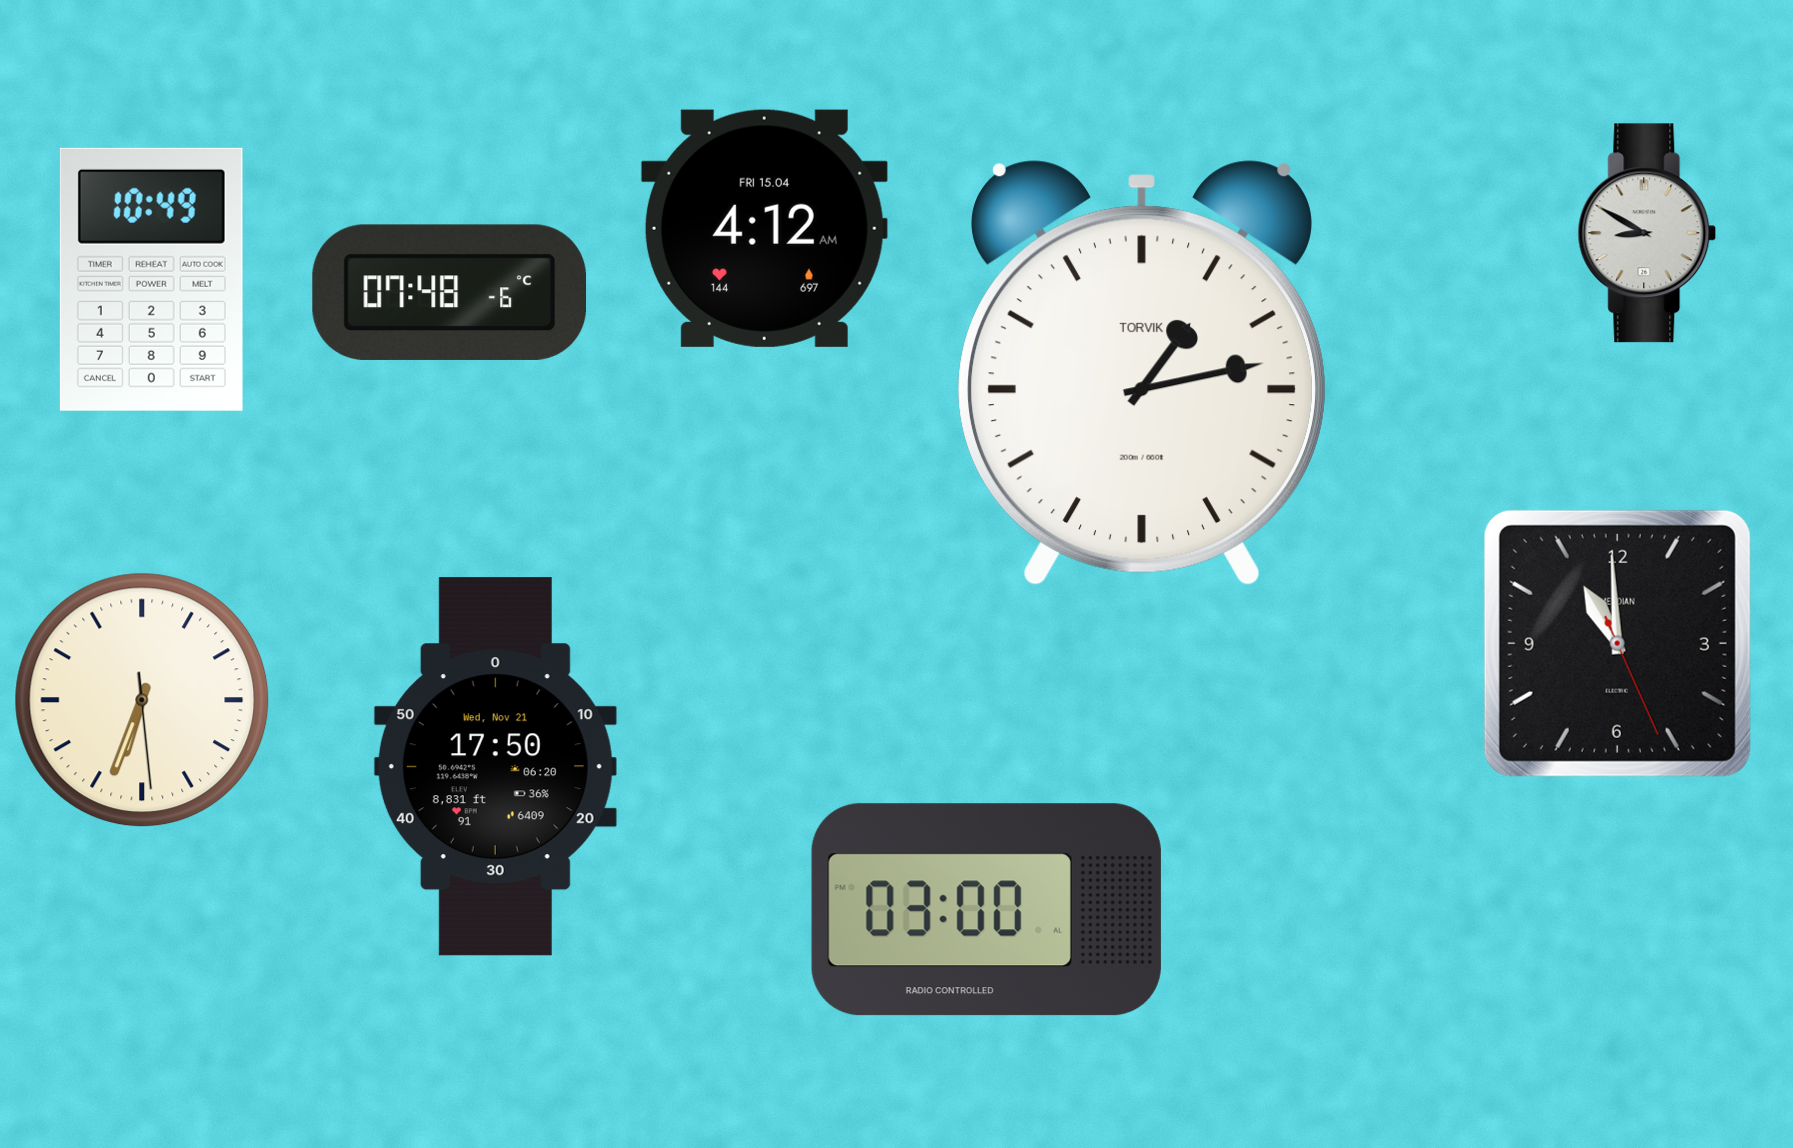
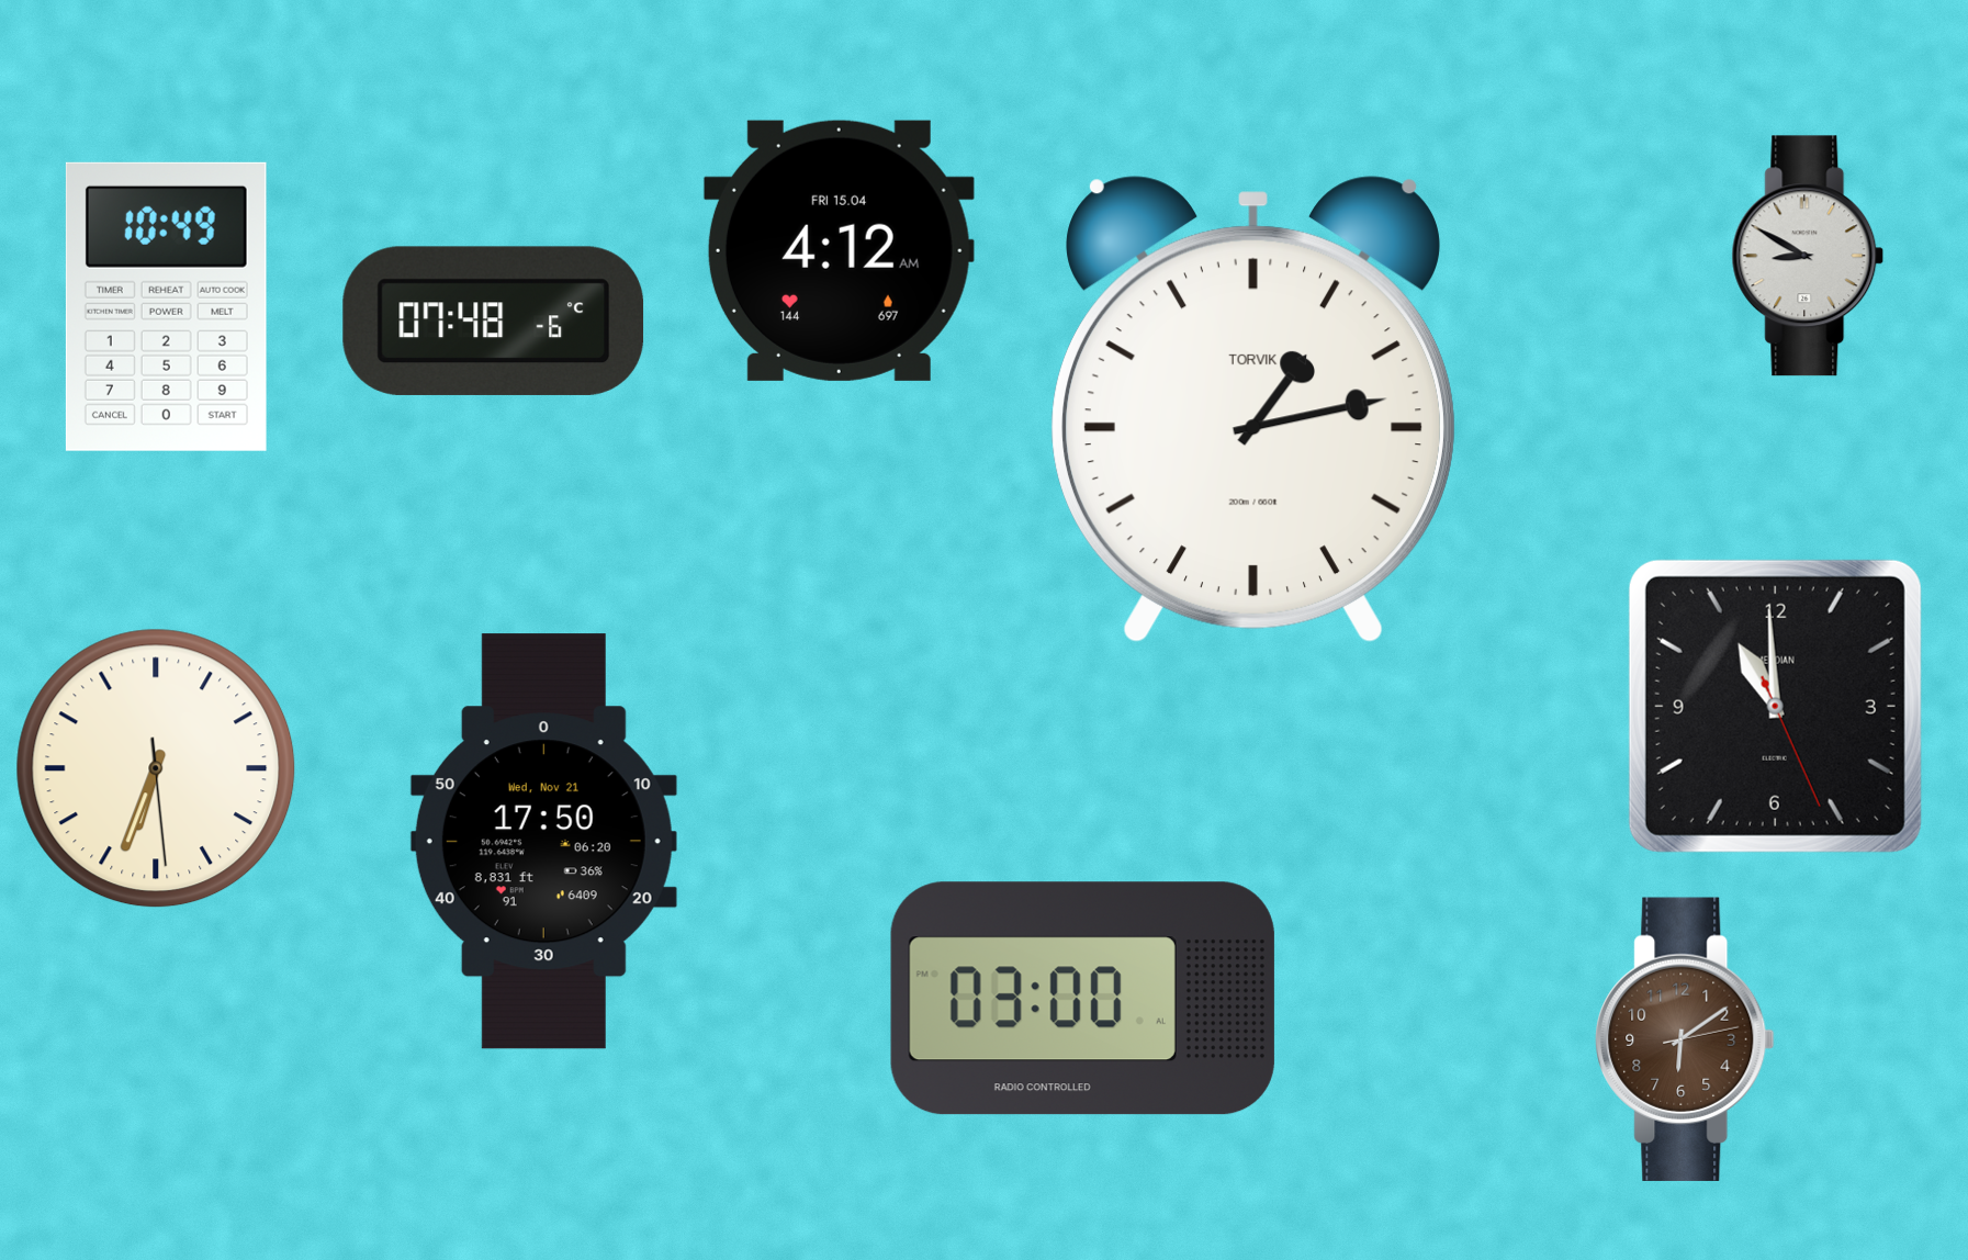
clock at (1685, 1039): none -> 6:09
